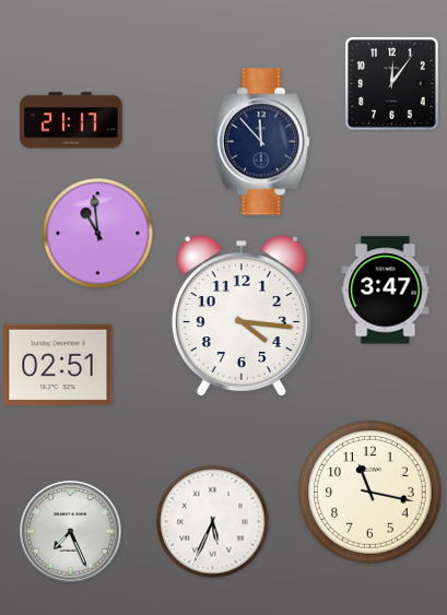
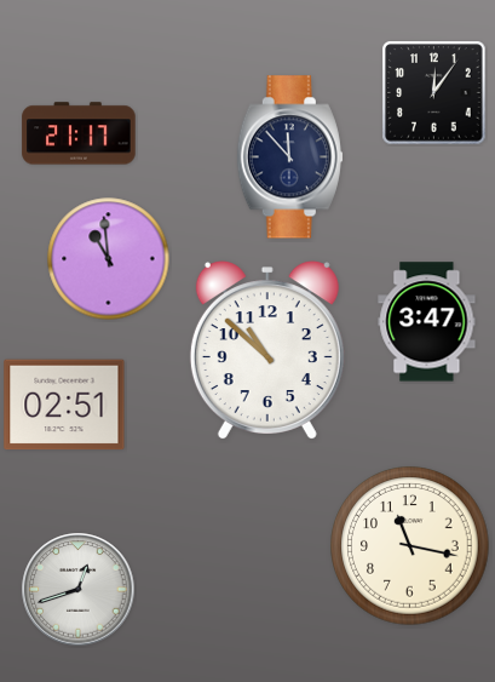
clock at (242, 316): 4:16 -> 10:52
clock at (213, 522): 5:34 -> none
clock at (71, 532): 7:26 -> 12:42
